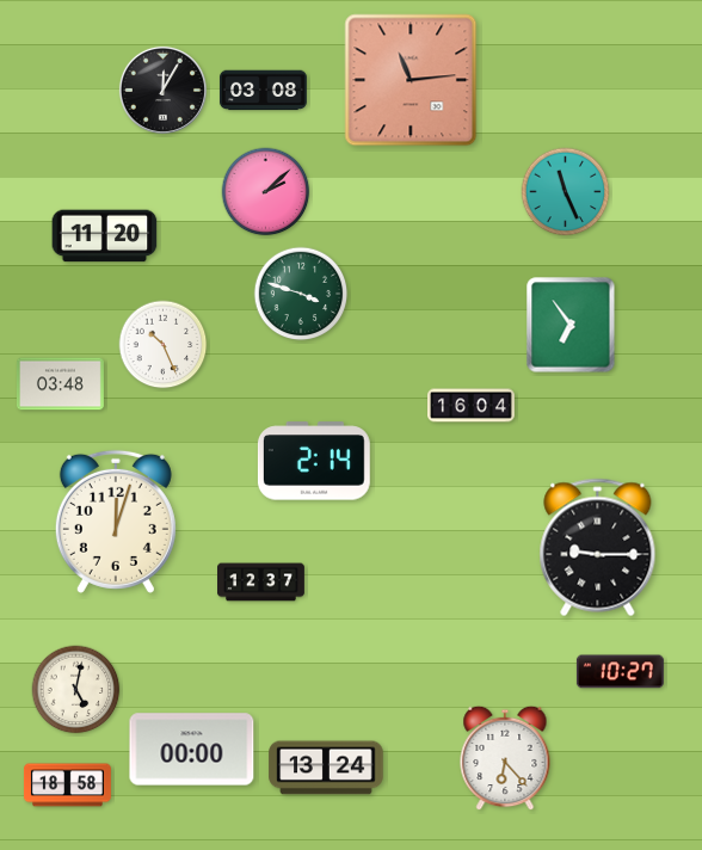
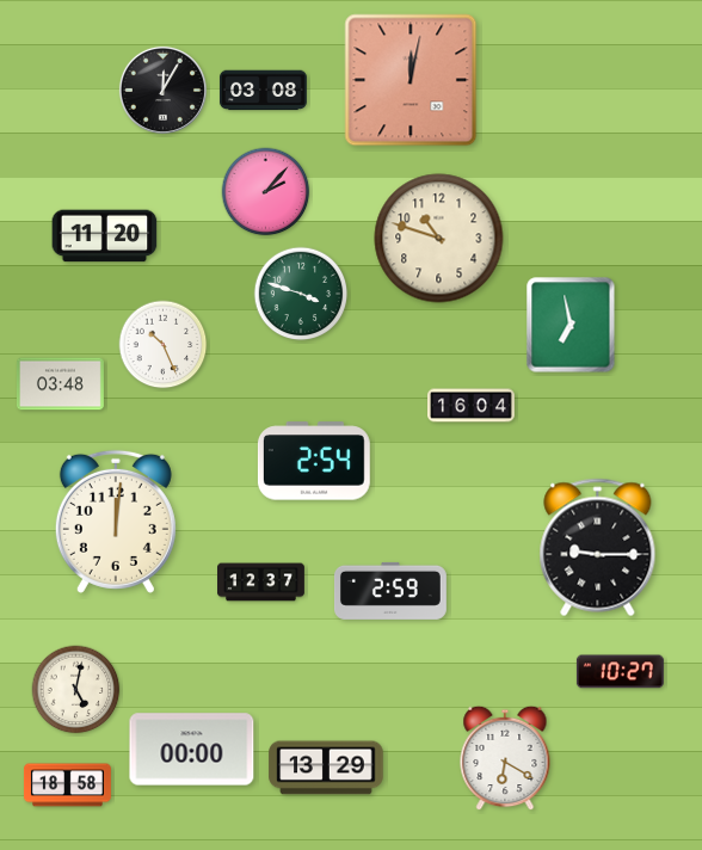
clock at (411, 80): 11:14 -> 12:02
clock at (266, 192): 2:08 -> 2:07
clock at (566, 192): 11:26 -> none
clock at (439, 239): none -> 10:48
clock at (571, 325): 6:54 -> 6:58
clock at (314, 461): 2:14 -> 2:54
clock at (116, 522): 12:03 -> 12:01
clock at (390, 591): none -> 2:59
clock at (505, 758): 6:23 -> 6:20
clock at (326, 768): 13:24 -> 13:29
